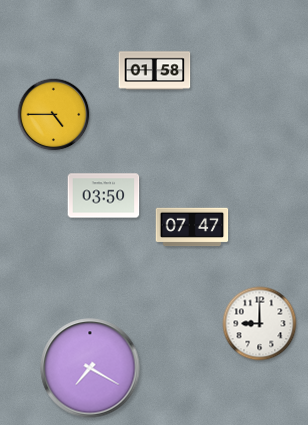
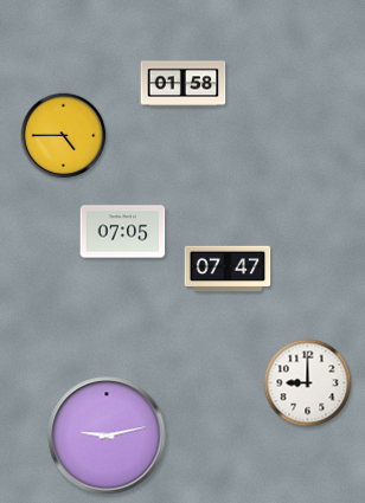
clock at (104, 196): 03:50 -> 07:05
clock at (90, 368): 7:20 -> 9:13
